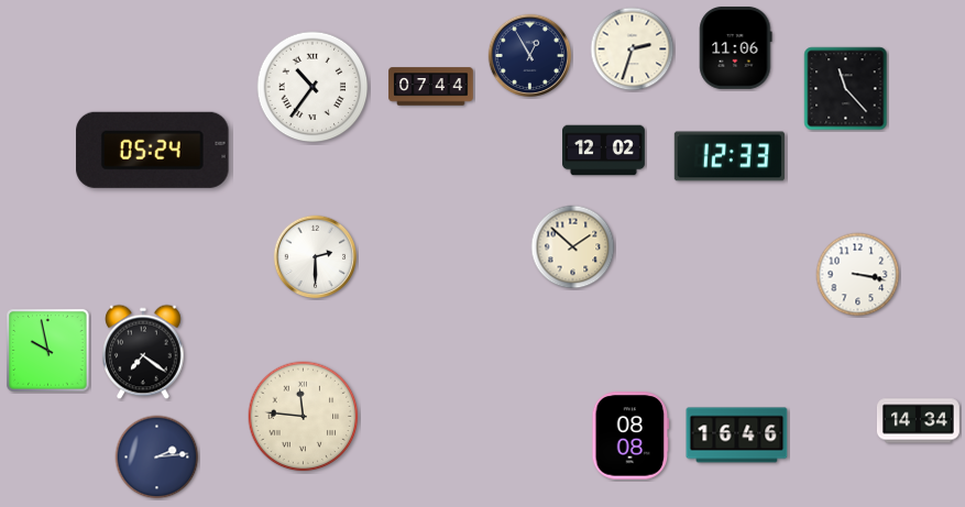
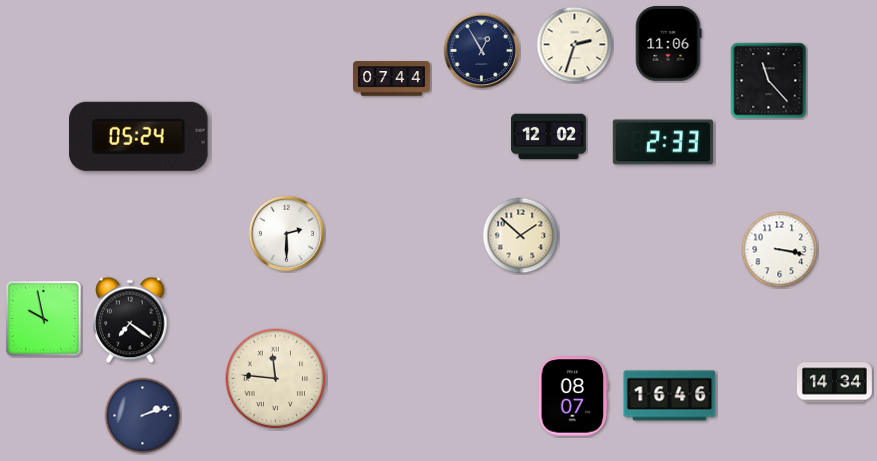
clock at (312, 87): 10:36 -> none
clock at (730, 156): 12:33 -> 2:33
clock at (573, 247) position: (573, 247) -> (521, 236)
clock at (630, 436): 08:08 -> 08:07
clock at (157, 458): 2:14 -> 2:12
